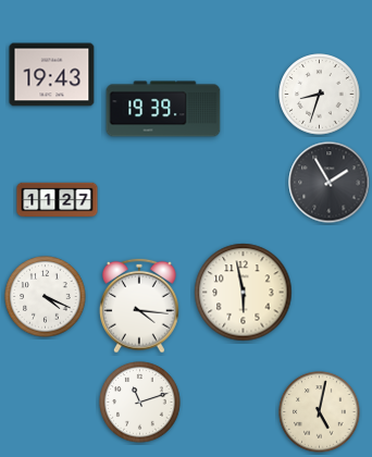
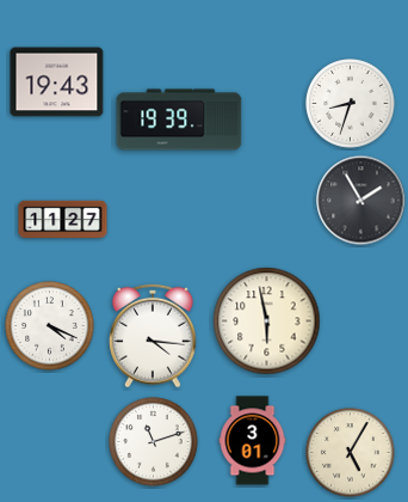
clock at (253, 441): none -> 3:01
clock at (320, 412): 5:02 -> 5:05
